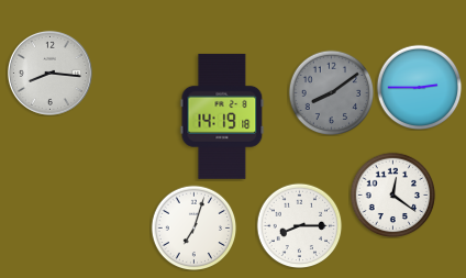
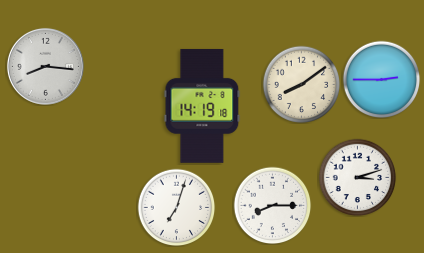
clock at (331, 92) dial: grey -> cream
clock at (392, 194): 12:21 -> 3:12
